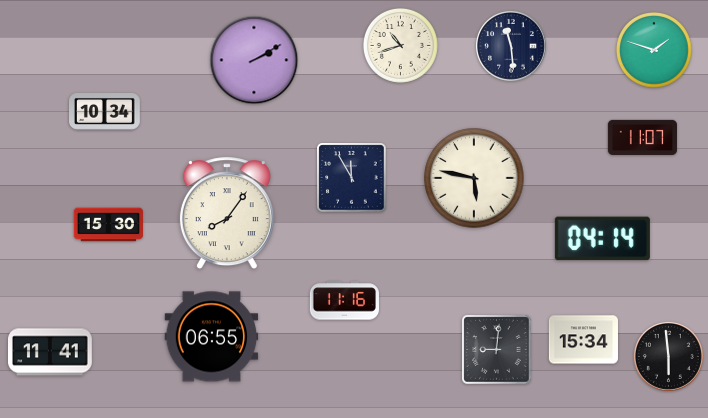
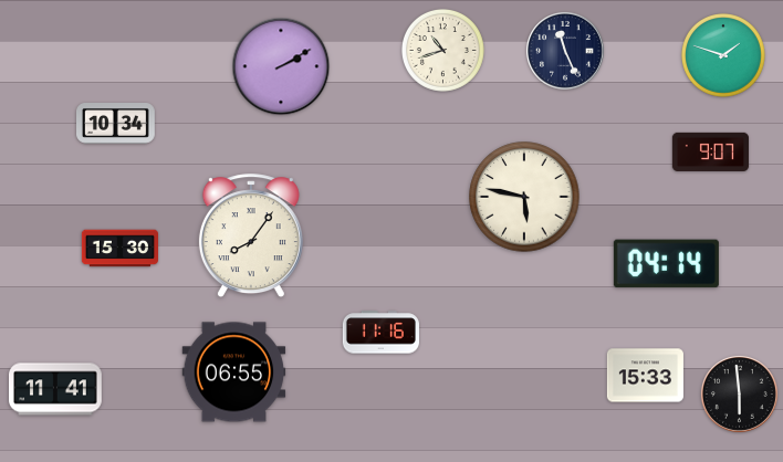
clock at (511, 46): 11:29 -> 11:26
clock at (642, 137): 11:07 -> 9:07
clock at (352, 178): 11:55 -> none
clock at (583, 340): 15:34 -> 15:33
clock at (497, 350): 9:01 -> none
